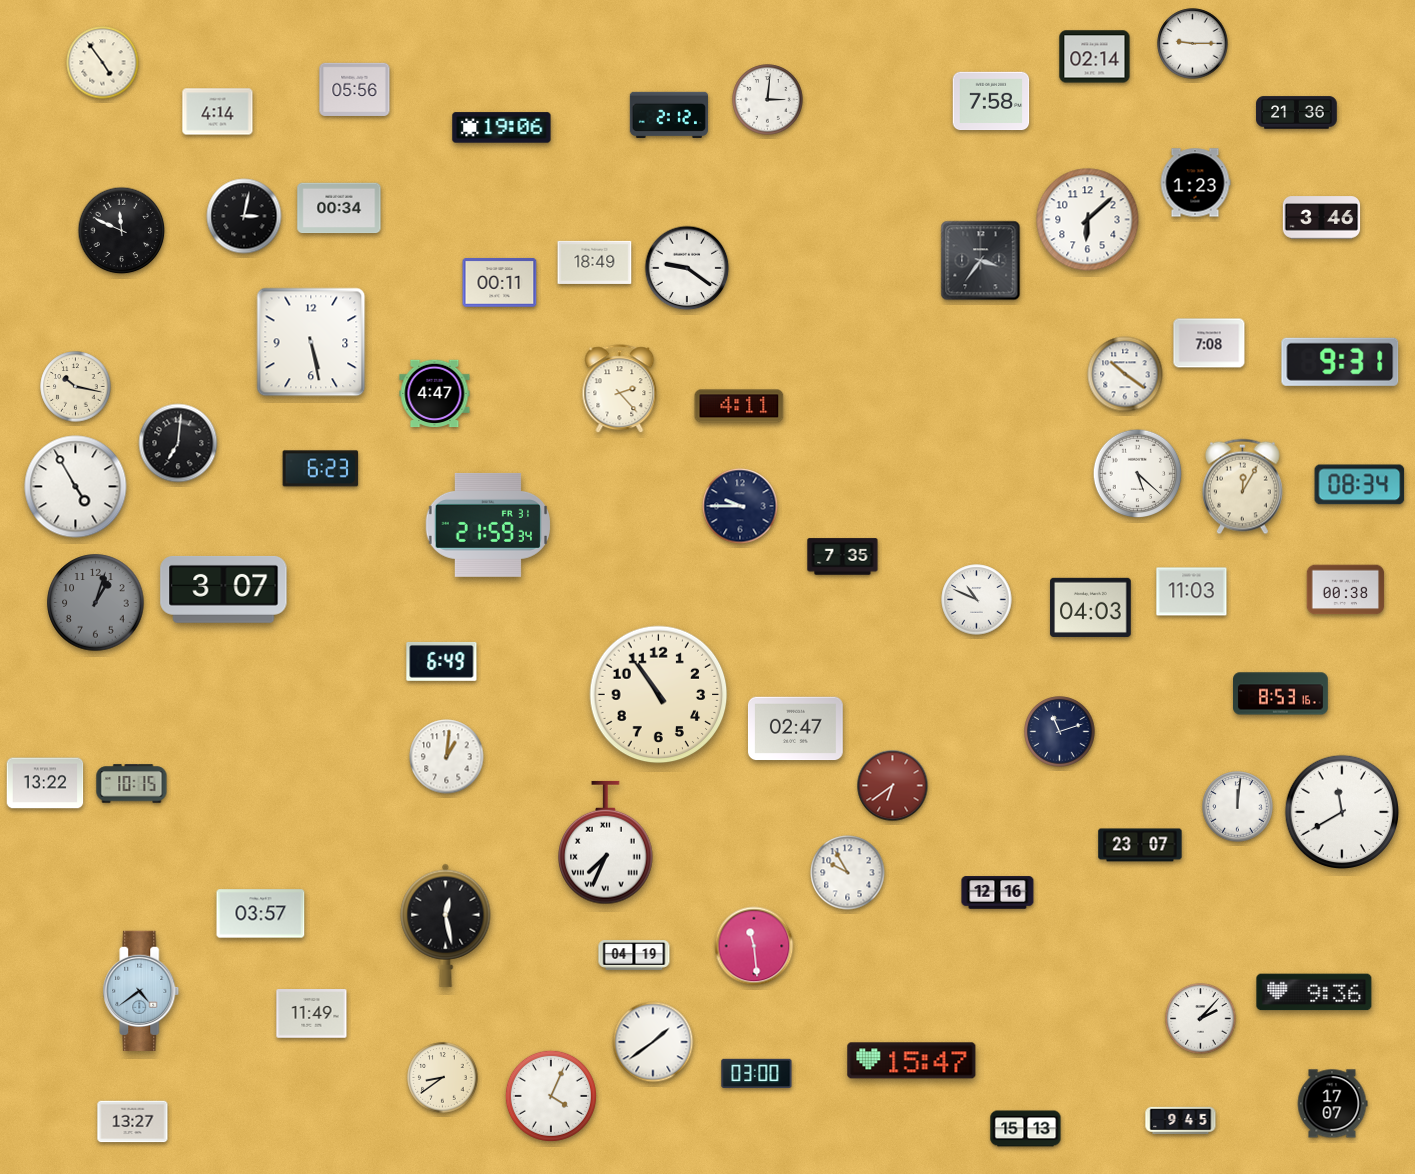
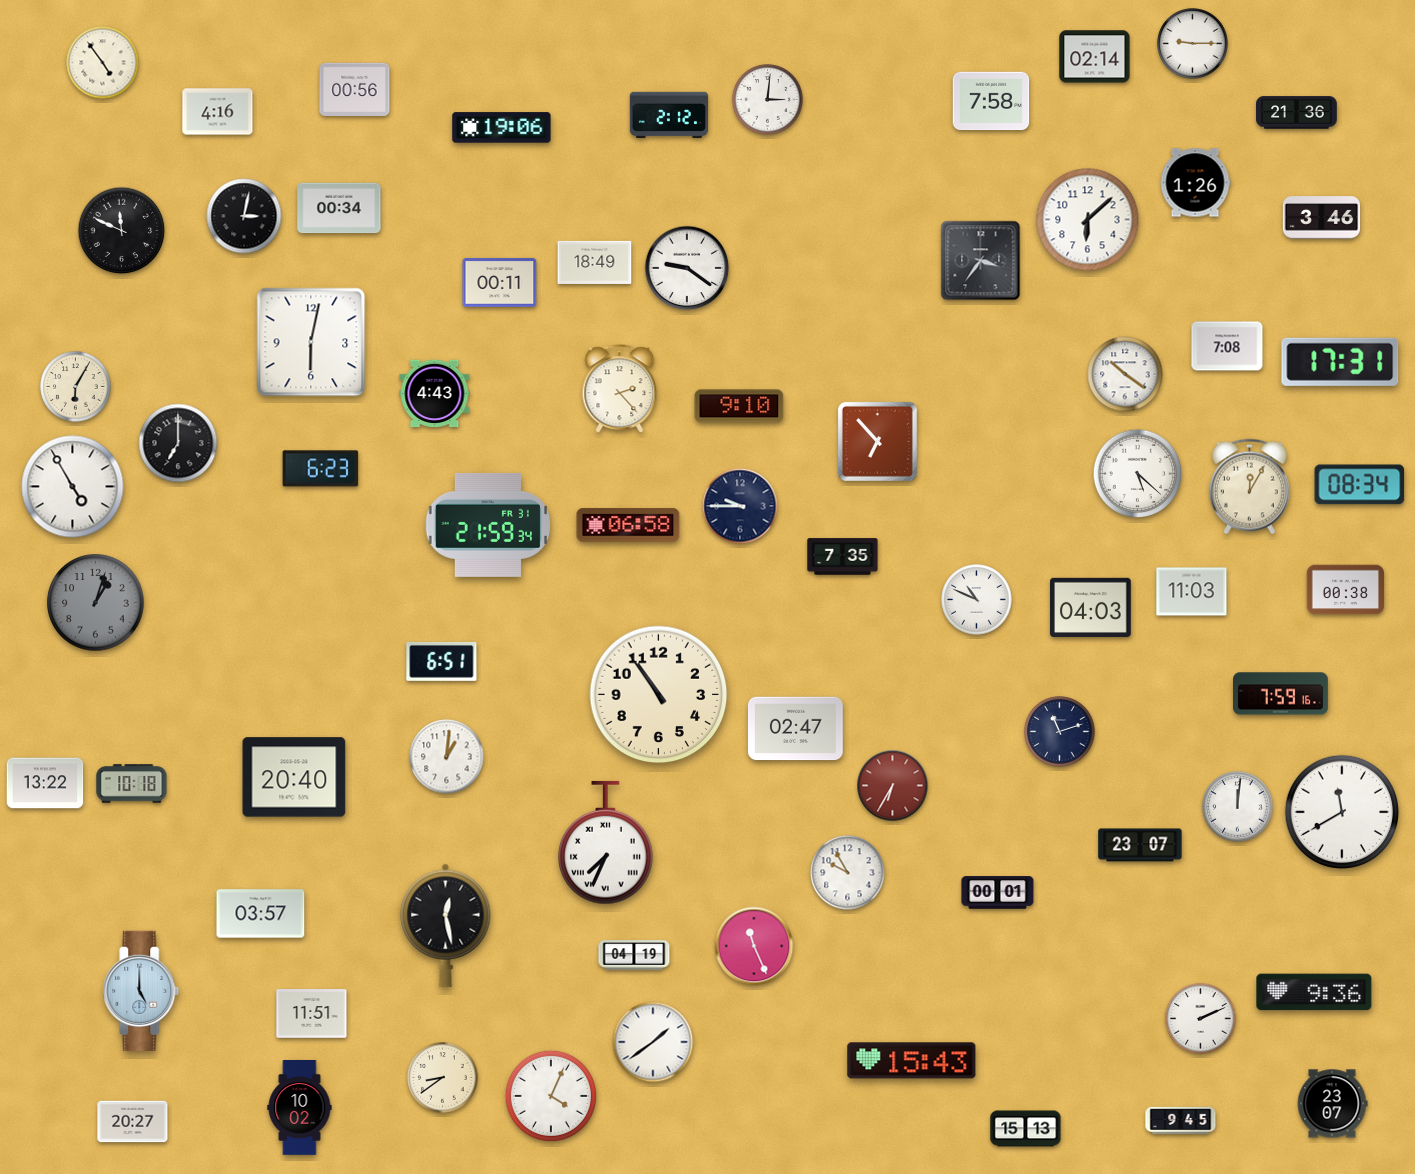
clock at (355, 89): 05:56 -> 00:56
clock at (218, 112): 4:14 -> 4:16
clock at (1195, 183): 1:23 -> 1:26
clock at (311, 342): 5:28 -> 6:02
clock at (1209, 343) position: (1209, 343) -> (1227, 346)
clock at (1340, 362): 9:31 -> 17:31
clock at (76, 387): 10:17 -> 6:05
clock at (435, 394): 4:47 -> 4:43
clock at (739, 406): 4:11 -> 9:10
clock at (877, 441): none -> 6:53
clock at (178, 443): 7:01 -> 7:00
clock at (76, 487) position: (76, 487) -> (73, 487)
clock at (1242, 487) position: (1242, 487) -> (1249, 487)
clock at (628, 525): none -> 06:58
clock at (224, 589): 3:07 -> none
clock at (442, 662): 6:49 -> 6:51
clock at (1281, 694): 8:53 -> 7:59
clock at (294, 777): none -> 20:40
clock at (132, 784): 10:15 -> 10:18
clock at (893, 786): 6:39 -> 6:35
clock at (998, 893): 12:16 -> 00:01
clock at (754, 946): 11:29 -> 11:26
clock at (141, 990): 4:39 -> 5:00
clock at (312, 1014): 11:49 -> 11:51
clock at (1201, 1019): 2:07 -> 2:11
clock at (912, 1061): 15:47 -> 15:43
clock at (757, 1074): 03:00 -> none
clock at (1332, 1104): 17:07 -> 23:07
clock at (300, 1108): none -> 10:02
clock at (133, 1122): 13:27 -> 20:27
